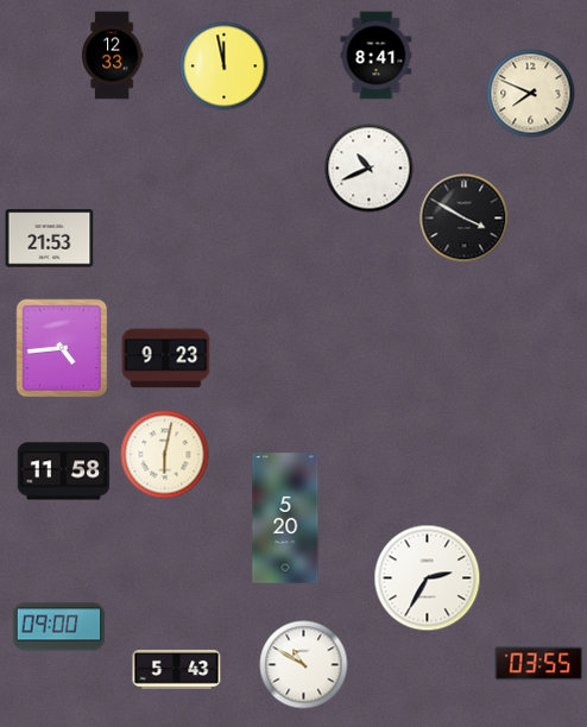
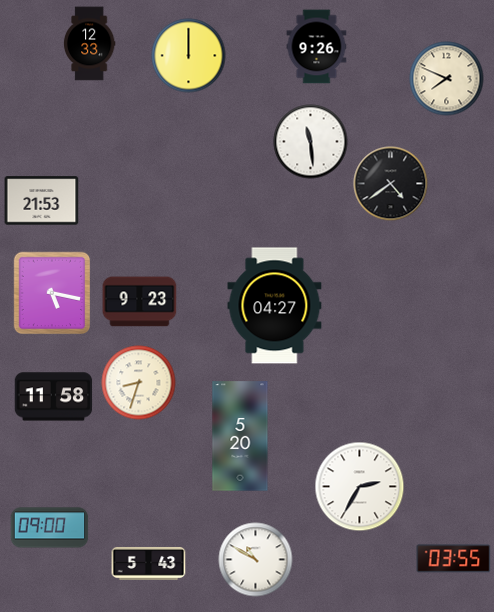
clock at (112, 56) position: (112, 56) -> (89, 44)
clock at (377, 56): 8:41 -> 9:26
clock at (225, 67): 11:58 -> 12:00
clock at (370, 169): 10:41 -> 11:29
clock at (465, 219): 3:50 -> 4:39
clock at (62, 348): 4:44 -> 5:17
clock at (275, 306): none -> 04:27
clock at (165, 455): 6:02 -> 8:33
